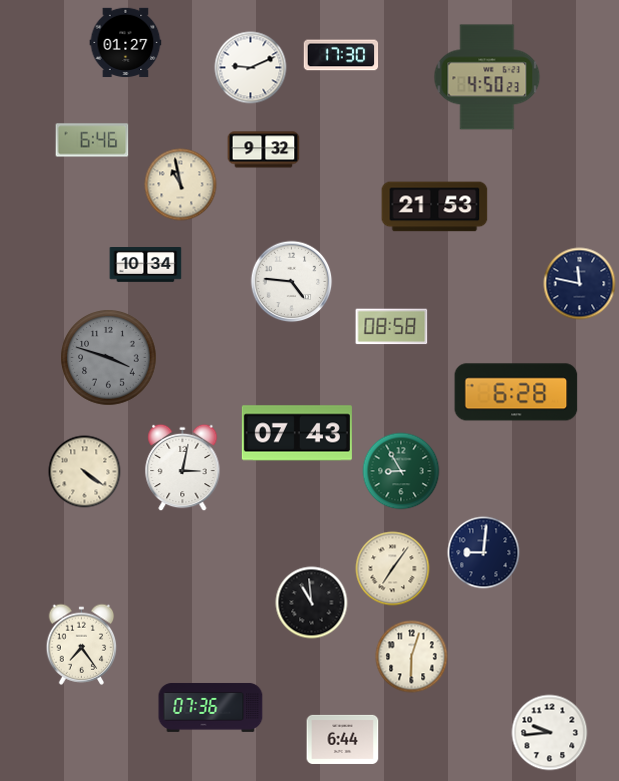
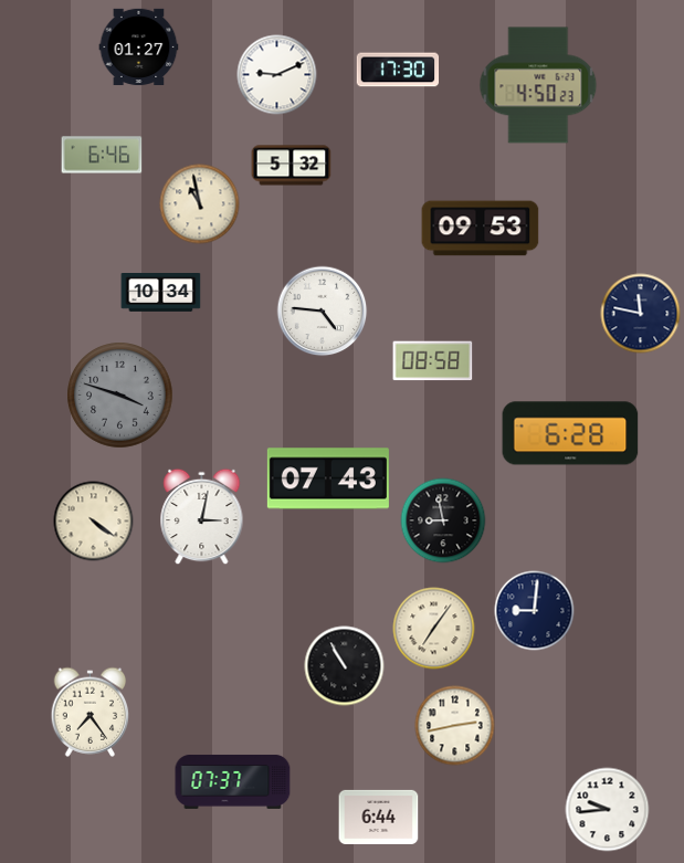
clock at (341, 55) position: (341, 55) -> (398, 70)
clock at (264, 150): 9:32 -> 5:32
clock at (435, 207): 21:53 -> 09:53
clock at (401, 471): 8:55 -> 8:58
clock at (401, 471) dial: green -> black
clock at (312, 603): 10:59 -> 10:55
clock at (412, 657): 6:03 -> 2:43
clock at (211, 708): 07:36 -> 07:37
